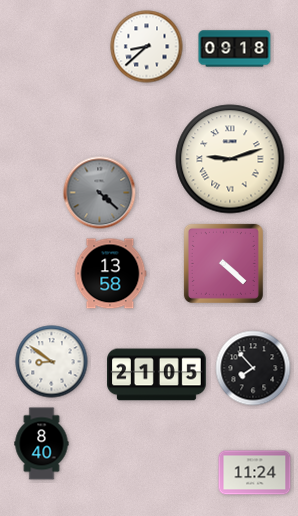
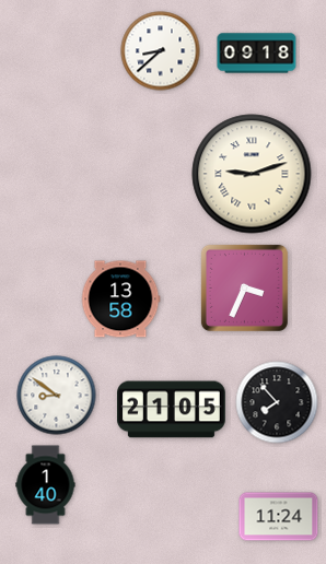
clock at (100, 193): 4:22 -> none
clock at (223, 263): 4:22 -> 3:34
clock at (42, 444): 8:40 -> 1:40
